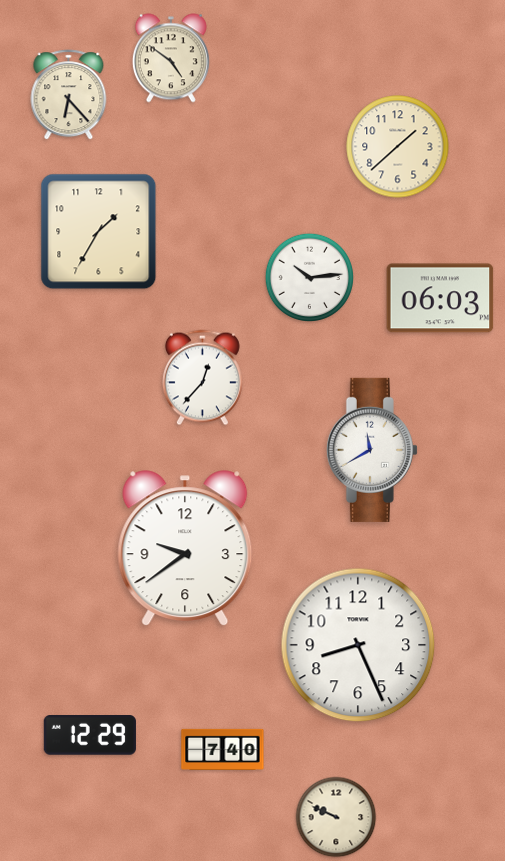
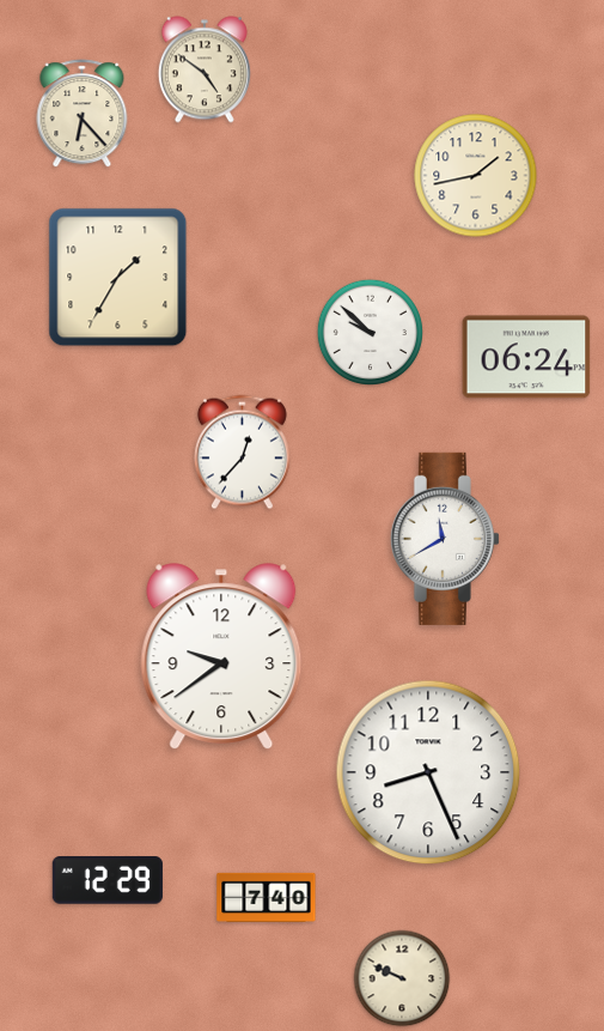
clock at (398, 147): 1:38 -> 1:43
clock at (309, 277): 10:14 -> 9:52
clock at (440, 298): 06:03 -> 06:24
